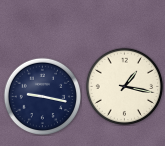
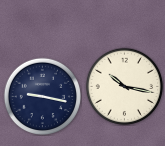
clock at (124, 86): 1:17 -> 10:17
